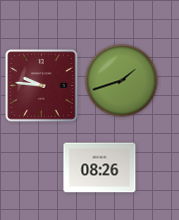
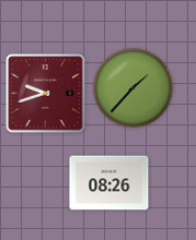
clock at (122, 81): 1:42 -> 1:37
clock at (42, 86): 9:46 -> 9:42
